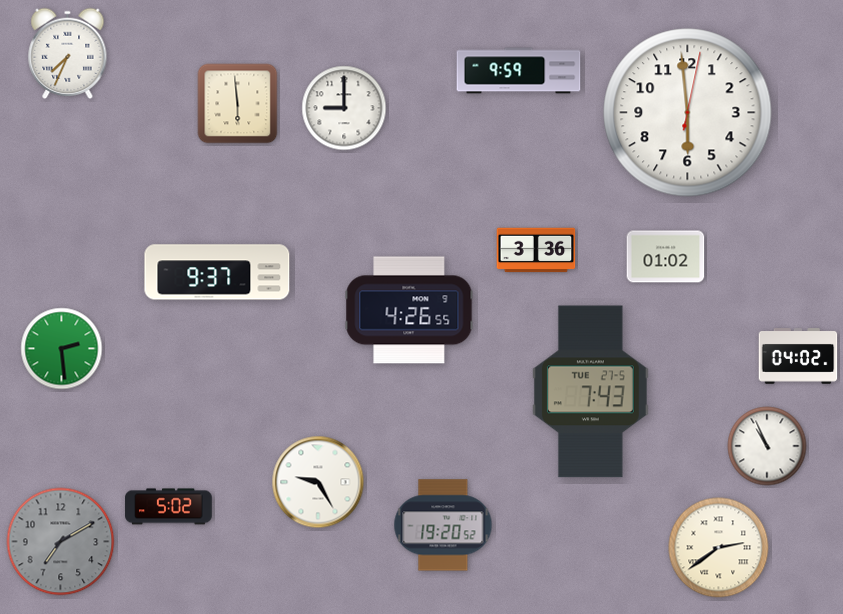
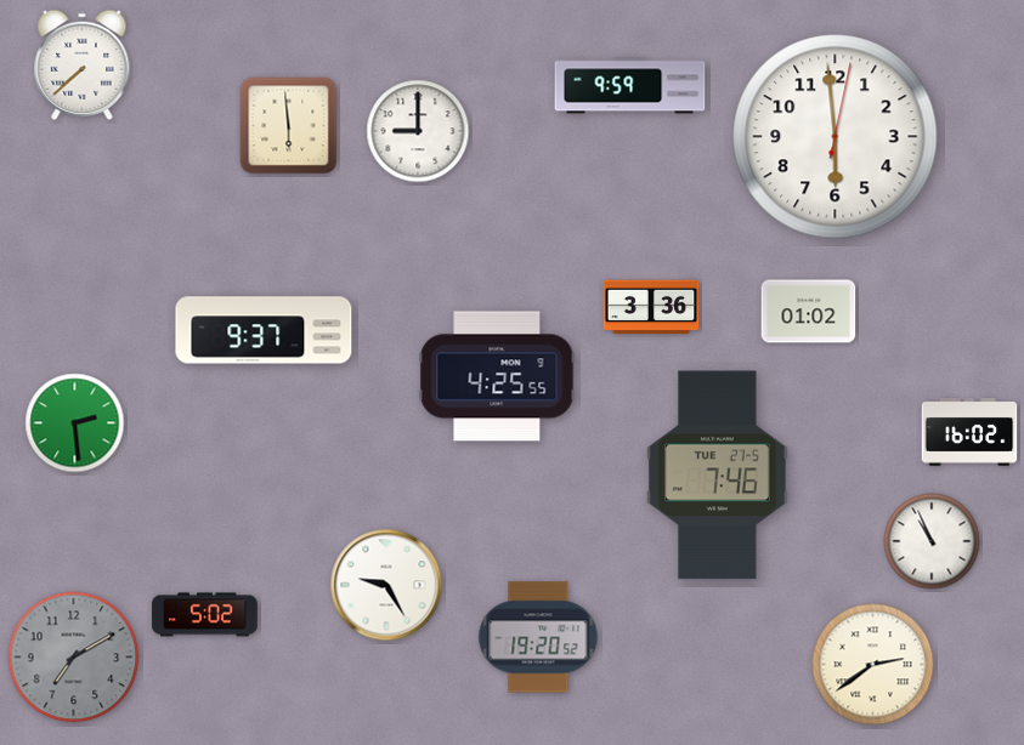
clock at (68, 53): 7:34 -> 7:38
clock at (536, 250) position: (536, 250) -> (651, 307)
clock at (409, 310): 4:26 -> 4:25
clock at (798, 356): 04:02 -> 16:02
clock at (590, 392): 7:43 -> 7:46
